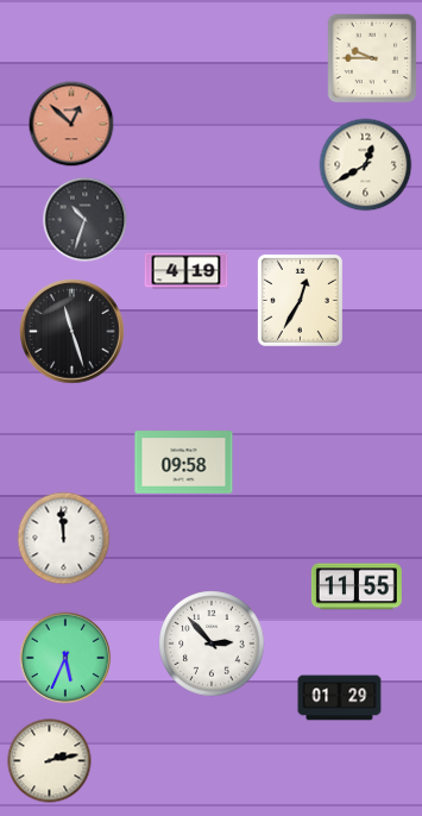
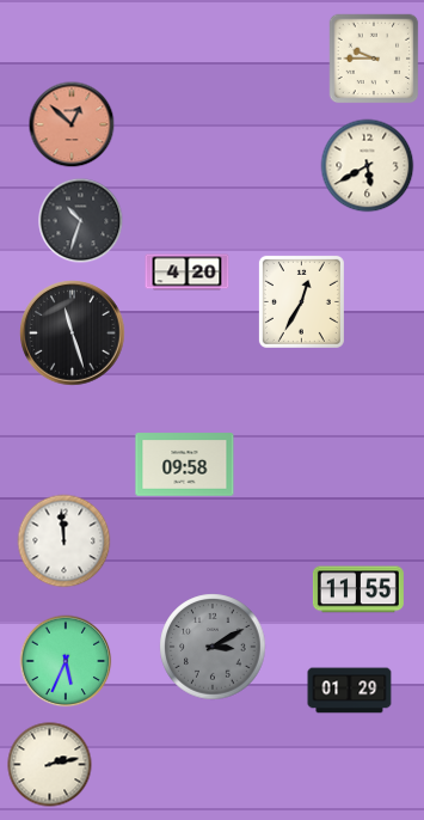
clock at (366, 165): 12:40 -> 5:40
clock at (86, 220) position: (86, 220) -> (81, 221)
clock at (187, 271): 4:19 -> 4:20
clock at (212, 644): 2:53 -> 3:10
clock at (212, 644) dial: white -> grey
clock at (340, 698) position: (340, 698) -> (350, 691)
